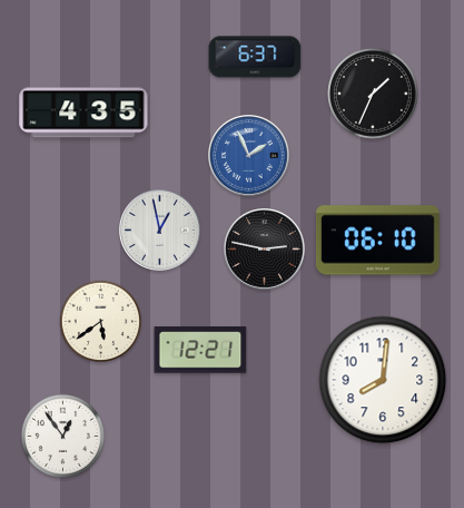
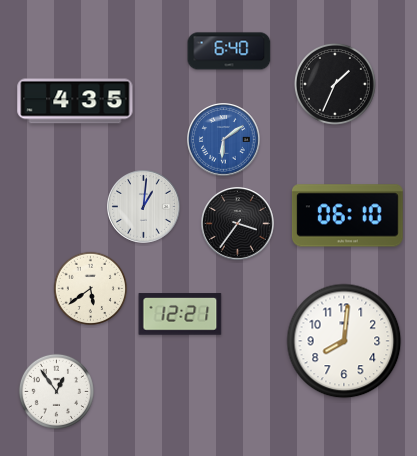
clock at (255, 57): 6:37 -> 6:40
clock at (249, 156): 1:56 -> 6:09
clock at (160, 231): 12:58 -> 1:01
clock at (377, 241) position: (377, 241) -> (347, 216)
clock at (265, 250): 2:47 -> 3:36
